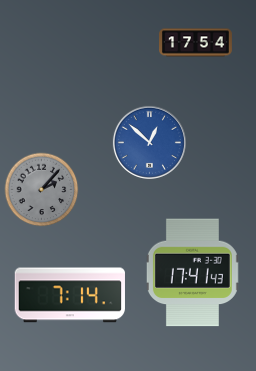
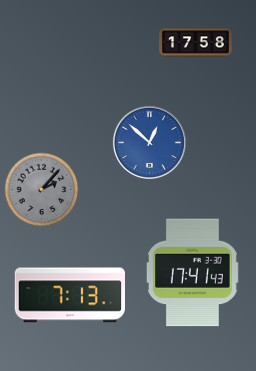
clock at (196, 43): 17:54 -> 17:58
clock at (70, 295): 7:14 -> 7:13
